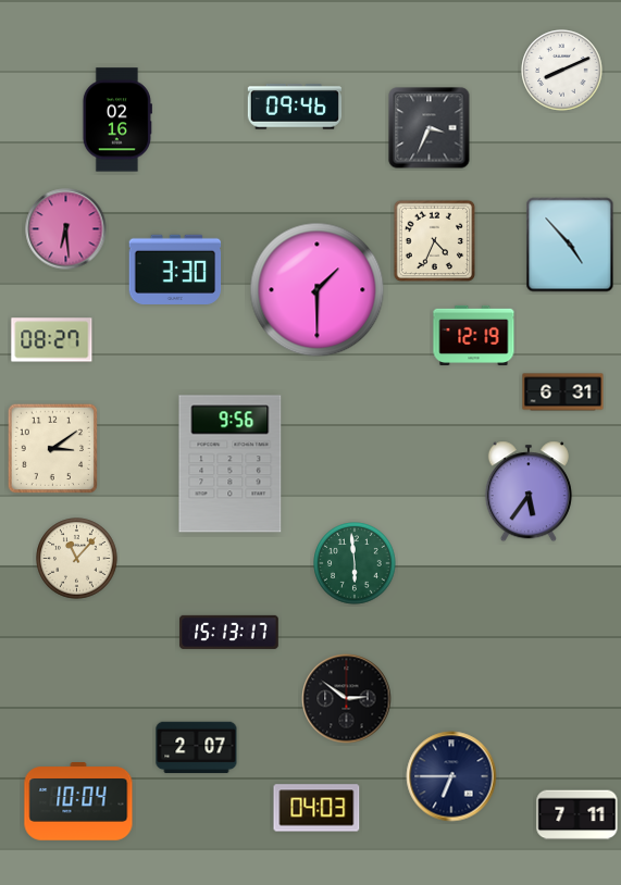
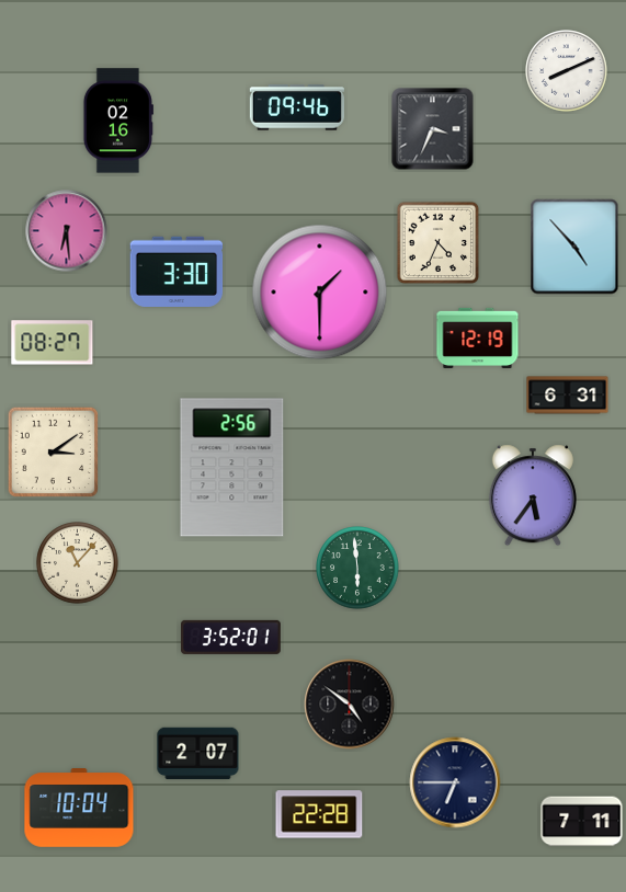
clock at (231, 464): 9:56 -> 2:56
clock at (229, 632): 15:13 -> 3:52
clock at (347, 699): 2:51 -> 4:51
clock at (316, 808): 04:03 -> 22:28
